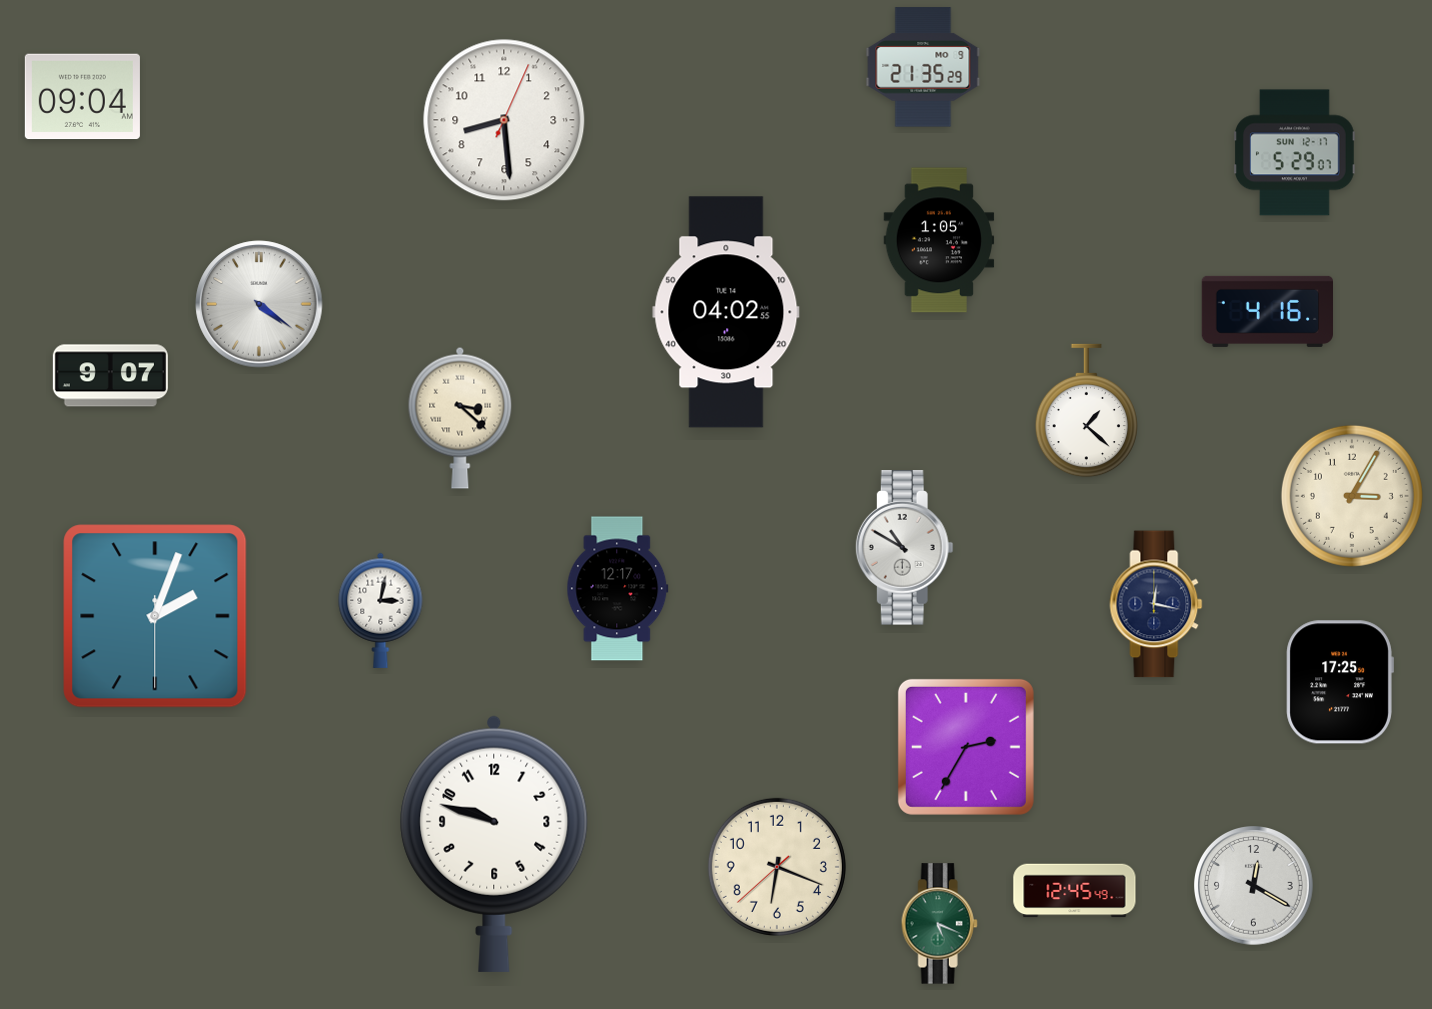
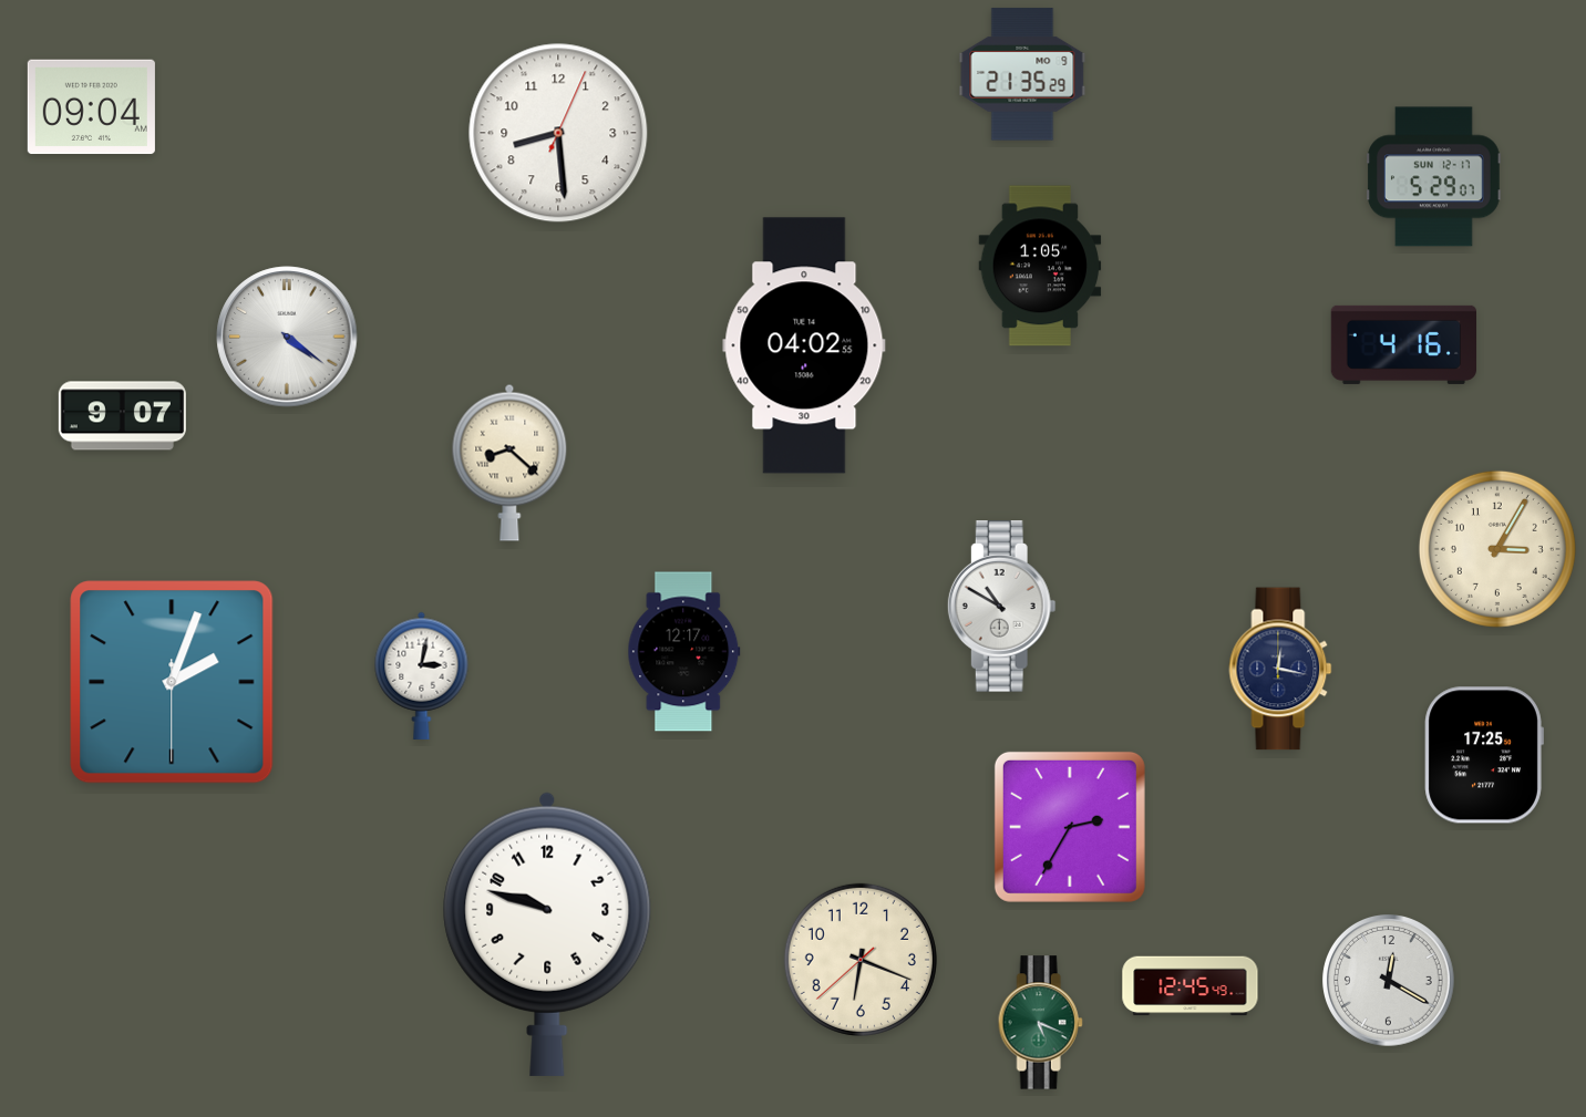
clock at (1295, 153) position: (1295, 153) -> (1434, 177)
clock at (1086, 411): 1:22 -> none
clock at (460, 418): 3:22 -> 8:22
